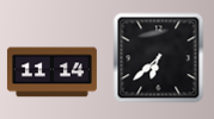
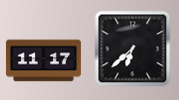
clock at (51, 73): 11:14 -> 11:17
